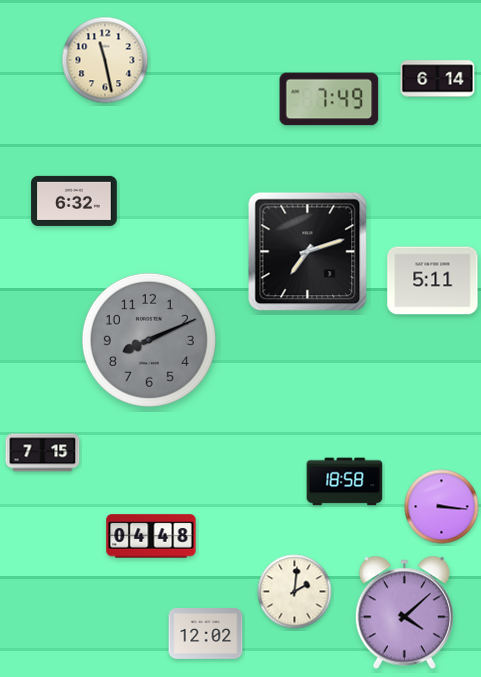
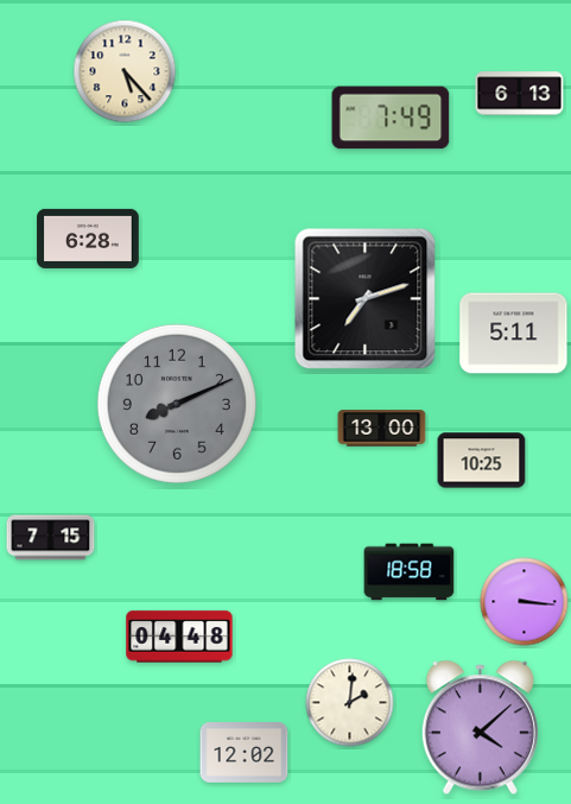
clock at (105, 60): 11:28 -> 5:23
clock at (438, 79): 6:14 -> 6:13
clock at (74, 201): 6:32 -> 6:28
clock at (382, 429): none -> 13:00
clock at (482, 461): none -> 10:25
